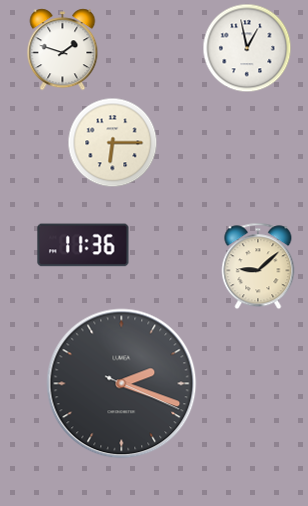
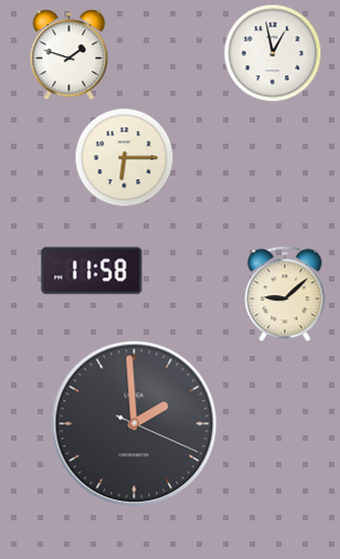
clock at (83, 245): 11:36 -> 11:58
clock at (122, 384): 2:18 -> 1:59
